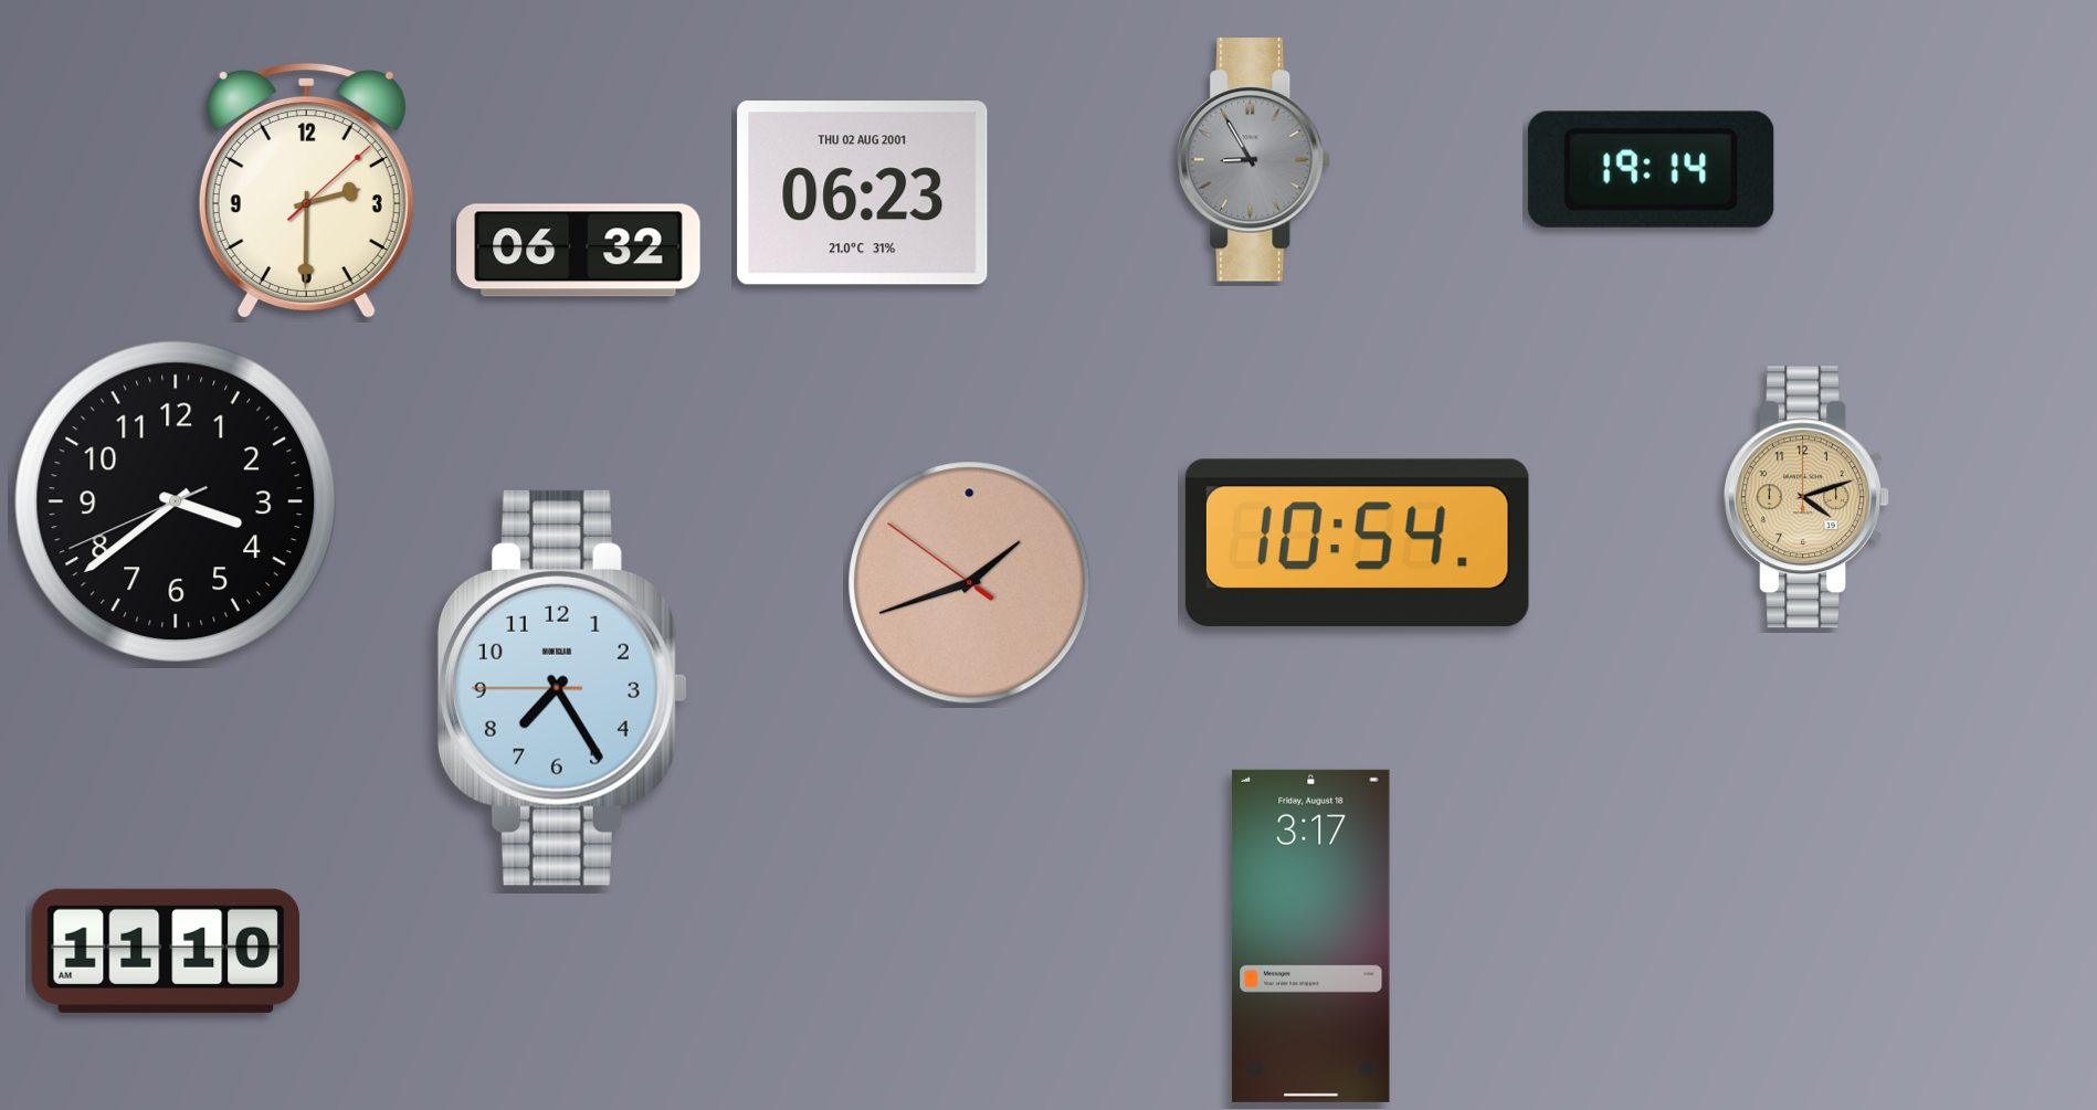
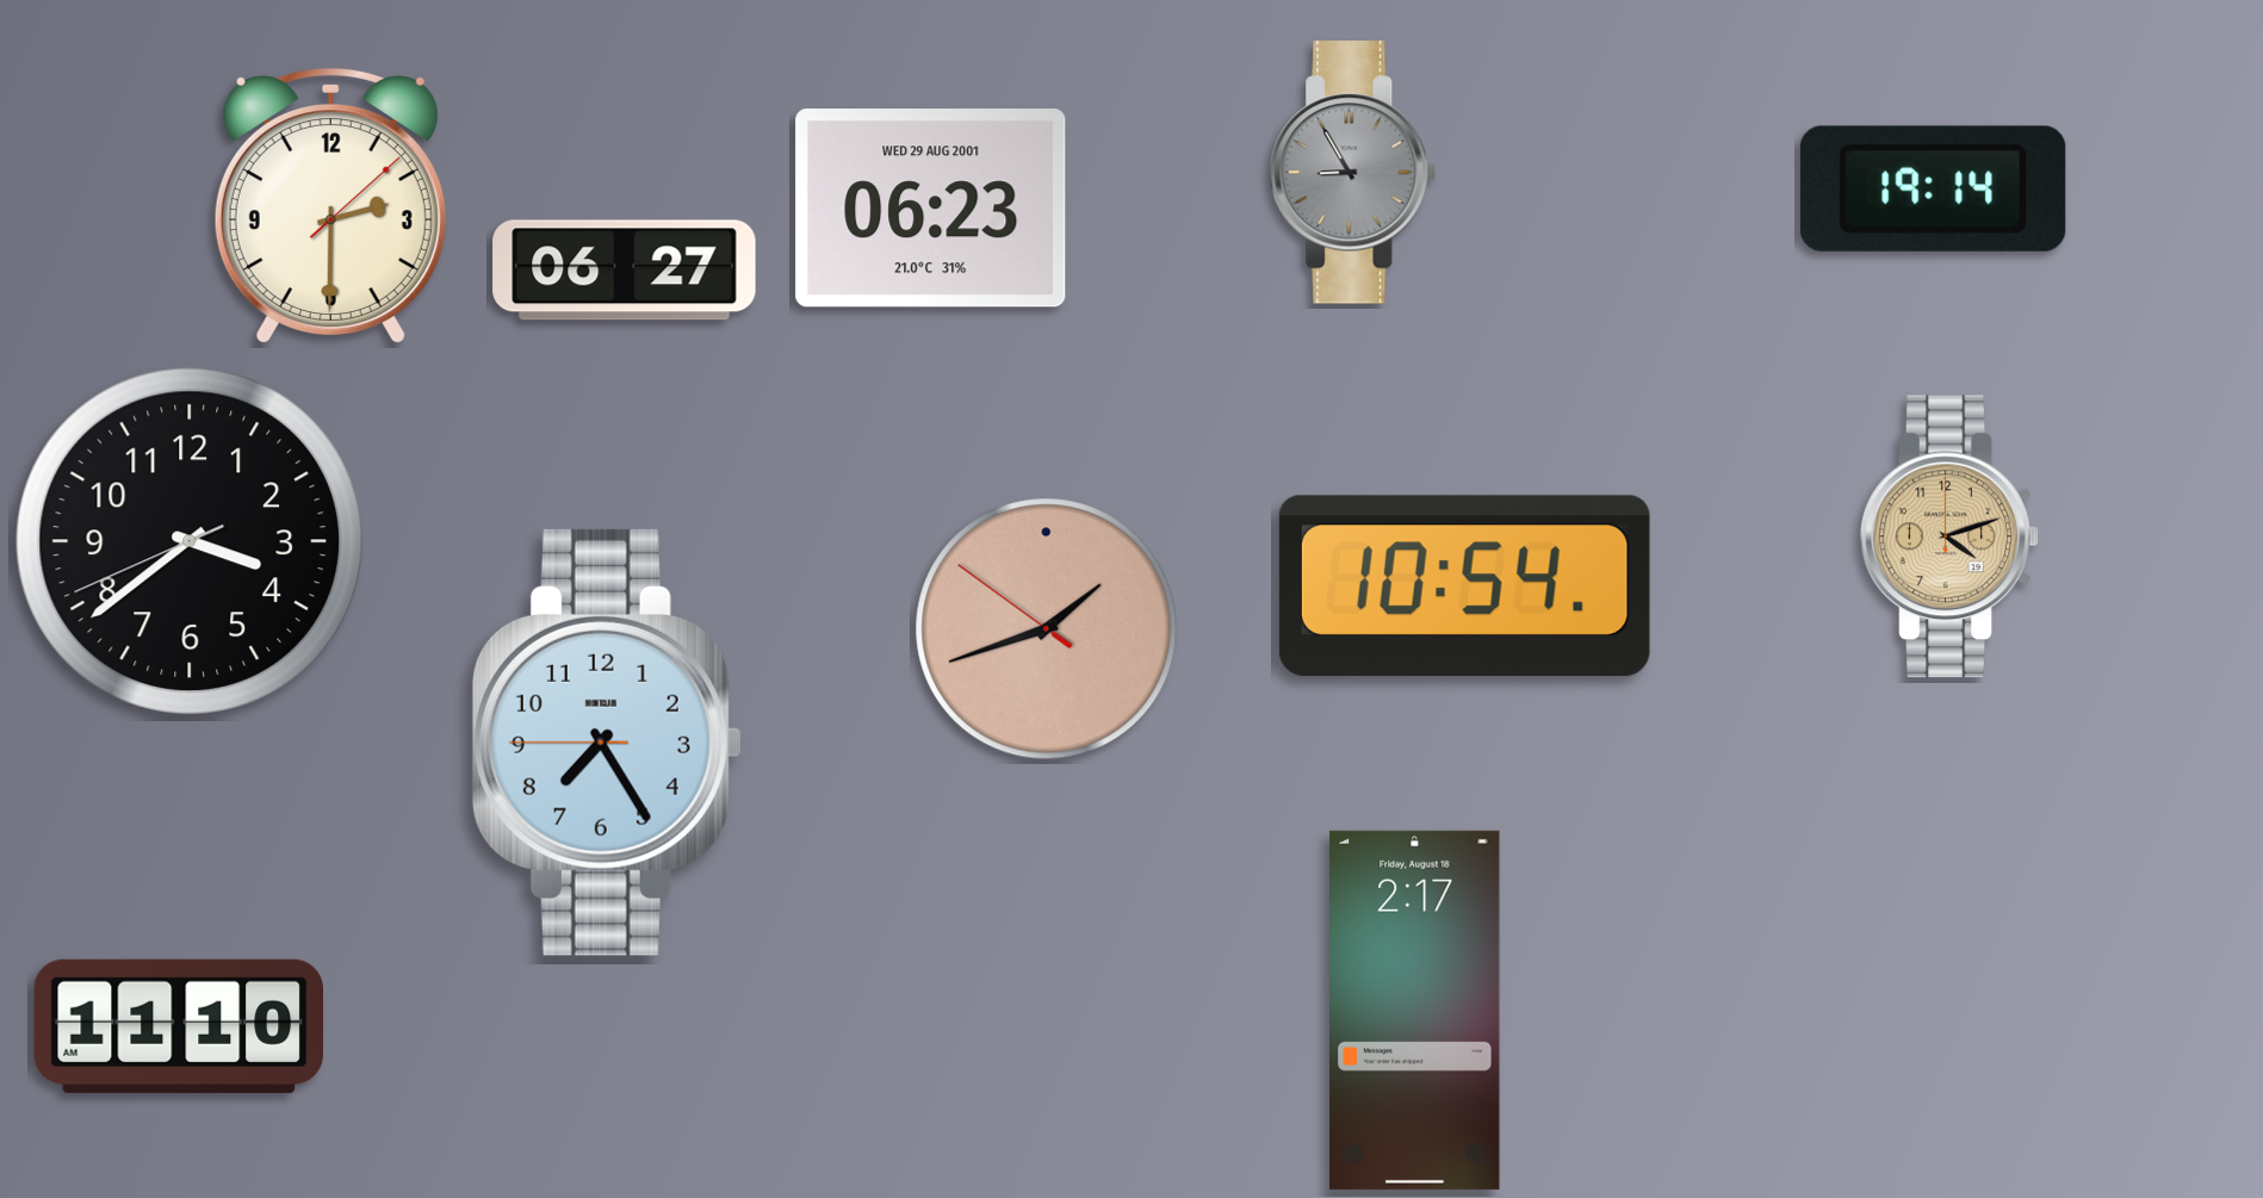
clock at (1651, 169) position: (1651, 169) -> (1933, 188)
clock at (863, 193) date: THU 02 AUG 2001 -> WED 29 AUG 2001
clock at (579, 251): 06:32 -> 06:27
clock at (1311, 935): 3:17 -> 2:17
